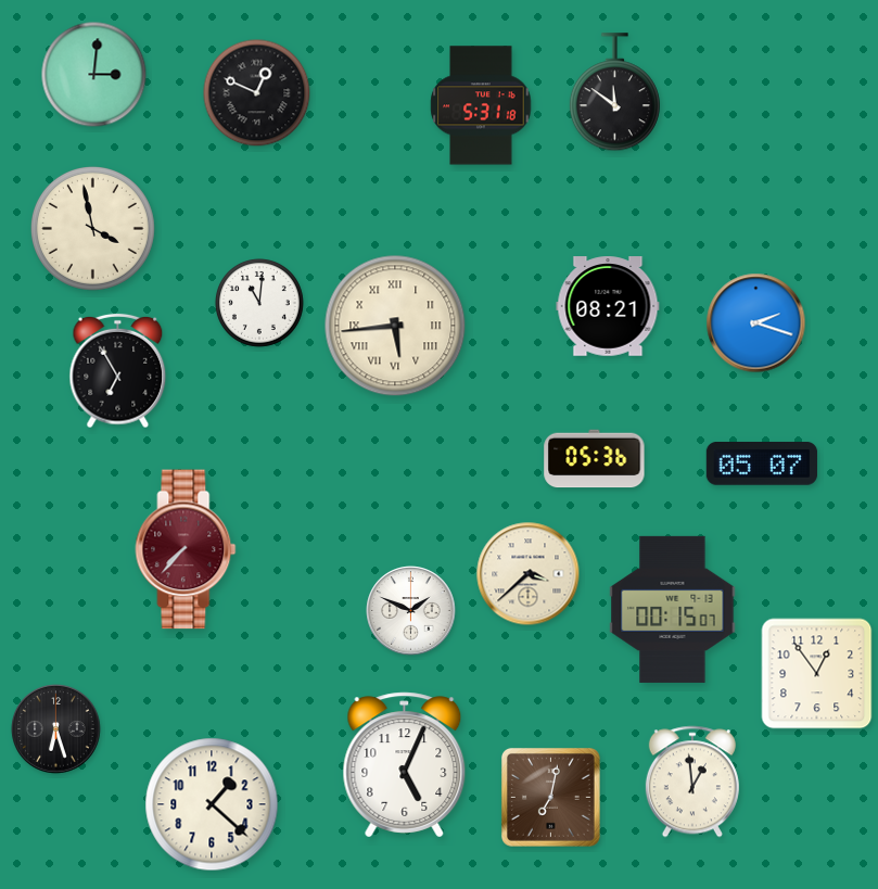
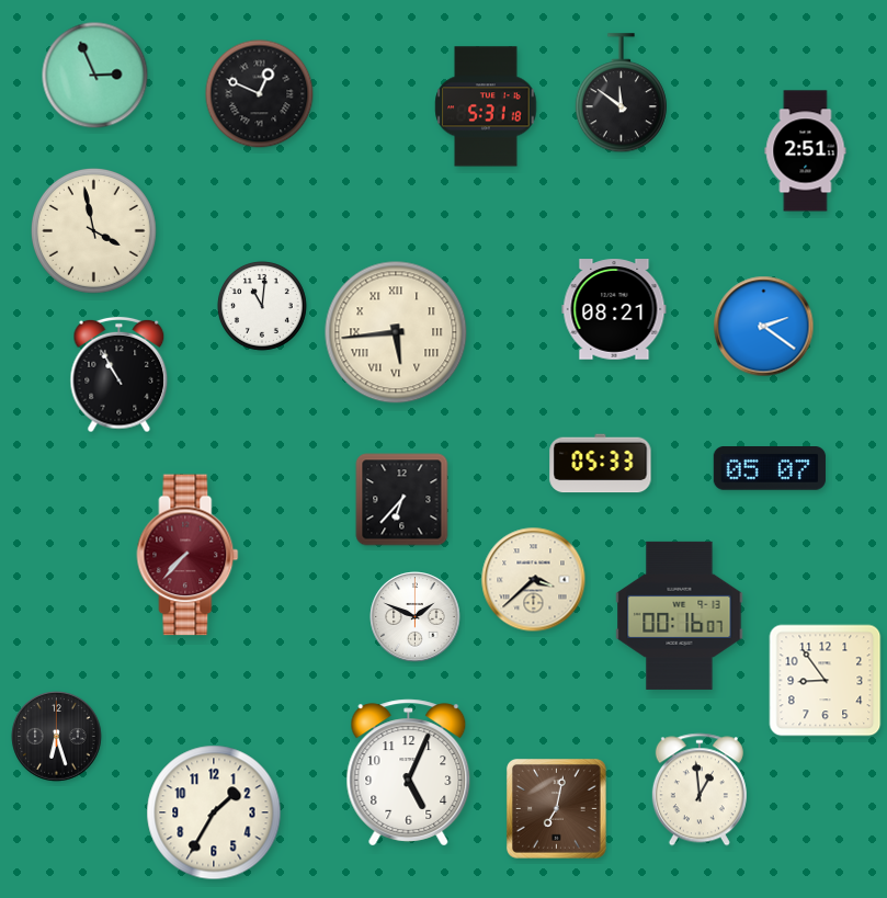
clock at (94, 75): 3:01 -> 2:56
clock at (806, 151): none -> 2:51
clock at (756, 323): 2:18 -> 2:21
clock at (395, 326) position: (395, 326) -> (396, 332)
clock at (118, 371): 6:55 -> 10:55
clock at (595, 459): 05:36 -> 05:33
clock at (402, 500): none -> 6:37
clock at (673, 609): 00:15 -> 00:16
clock at (817, 674): 12:54 -> 8:54
clock at (550, 797) position: (550, 797) -> (556, 808)
clock at (212, 804): 1:22 -> 1:35
